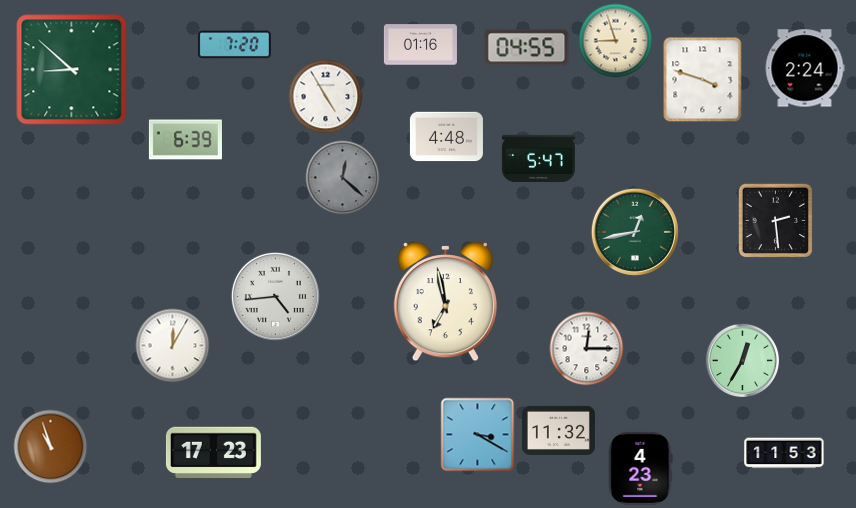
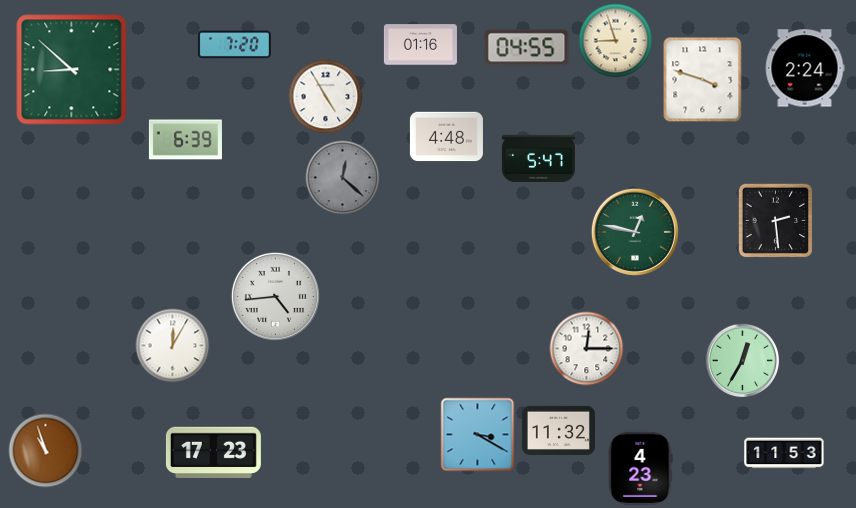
clock at (635, 232): 12:43 -> 12:47
clock at (445, 303): 6:58 -> none
clock at (51, 447) position: (51, 447) -> (46, 451)
